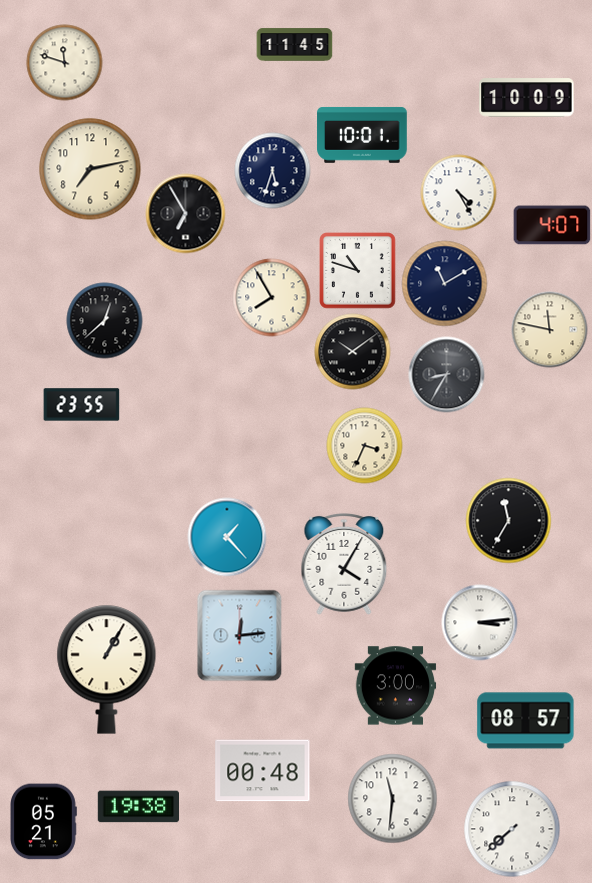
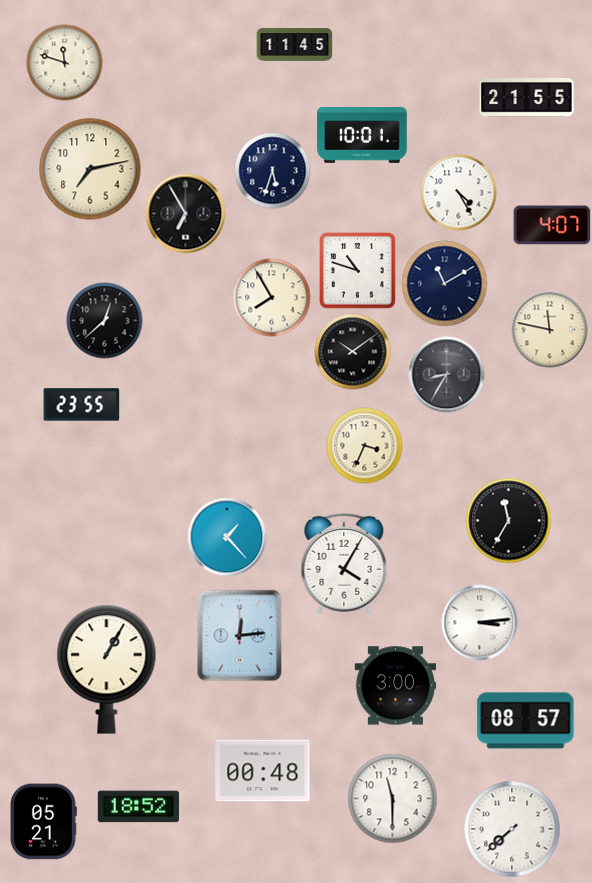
clock at (527, 98): 10:09 -> 21:55
clock at (393, 799): 11:31 -> 11:30
clock at (139, 807): 19:38 -> 18:52
